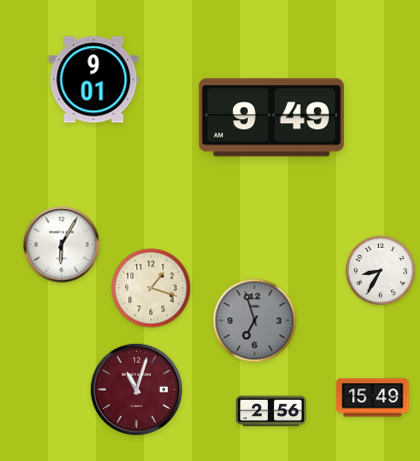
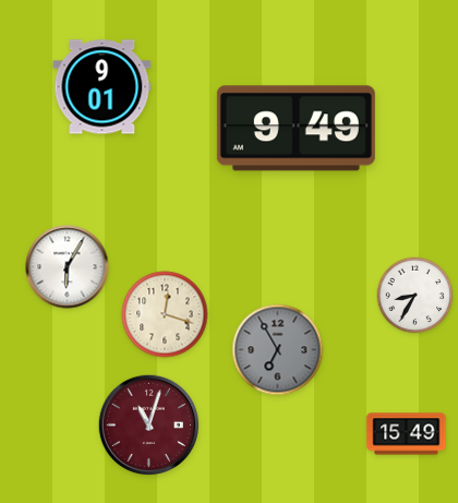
clock at (151, 288): 1:18 -> 12:18
clock at (255, 321): 6:57 -> 6:55
clock at (271, 411): 2:56 -> none
